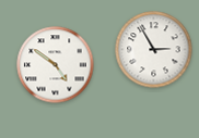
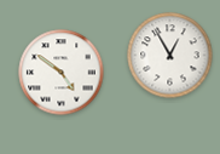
clock at (154, 50): 2:55 -> 12:55
